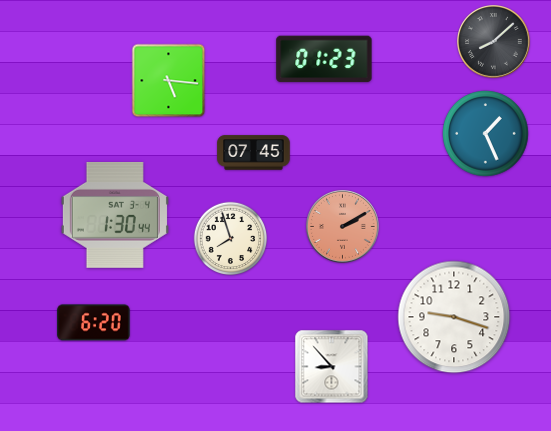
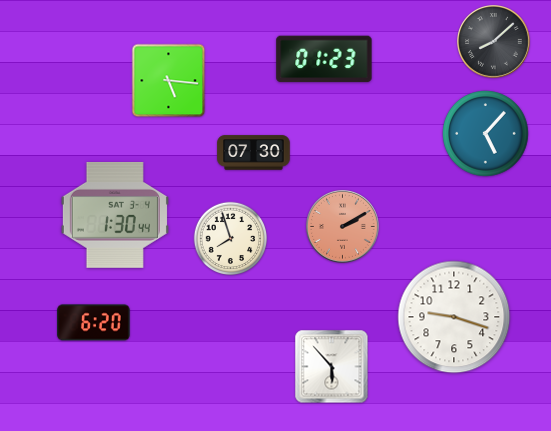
clock at (486, 134): 1:26 -> 5:07
clock at (254, 153): 07:45 -> 07:30
clock at (332, 367): 8:53 -> 5:53
